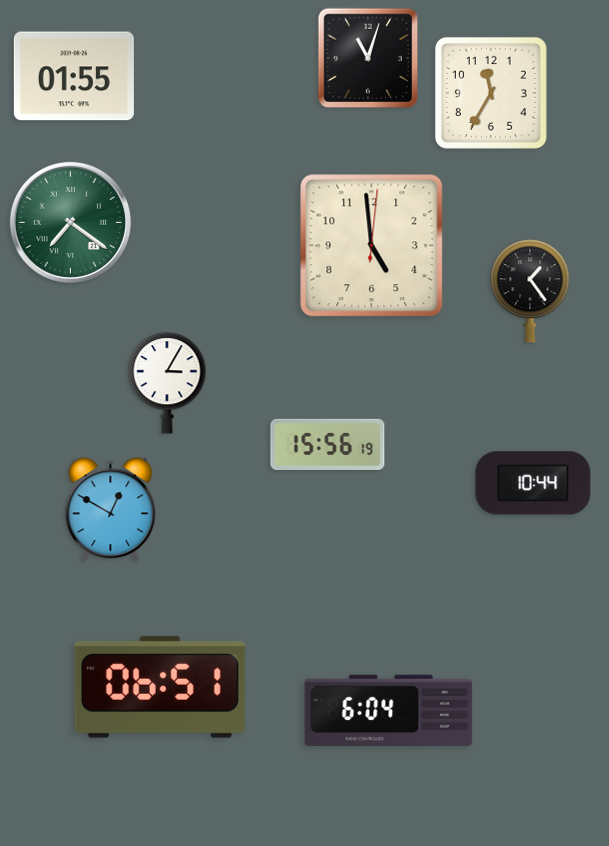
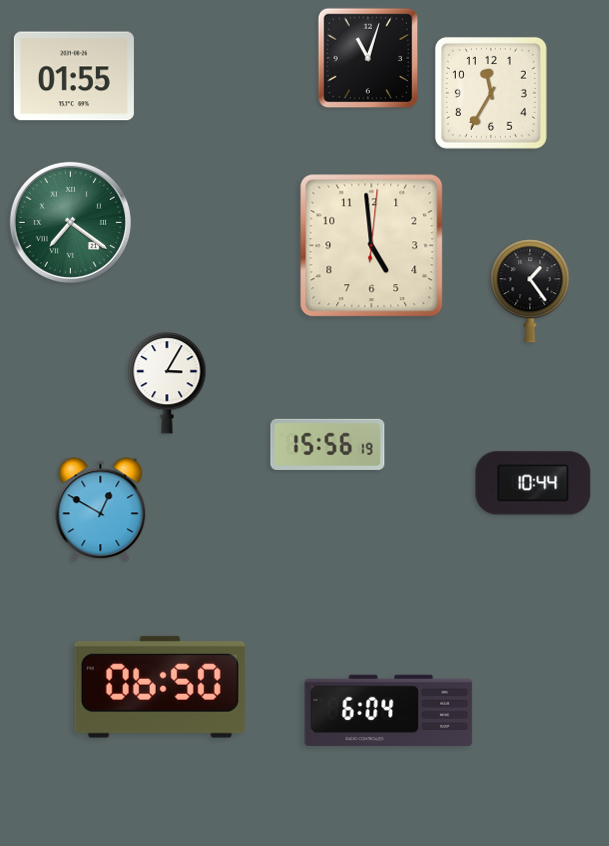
clock at (111, 510) position: (111, 510) -> (101, 510)
clock at (160, 687): 06:51 -> 06:50
